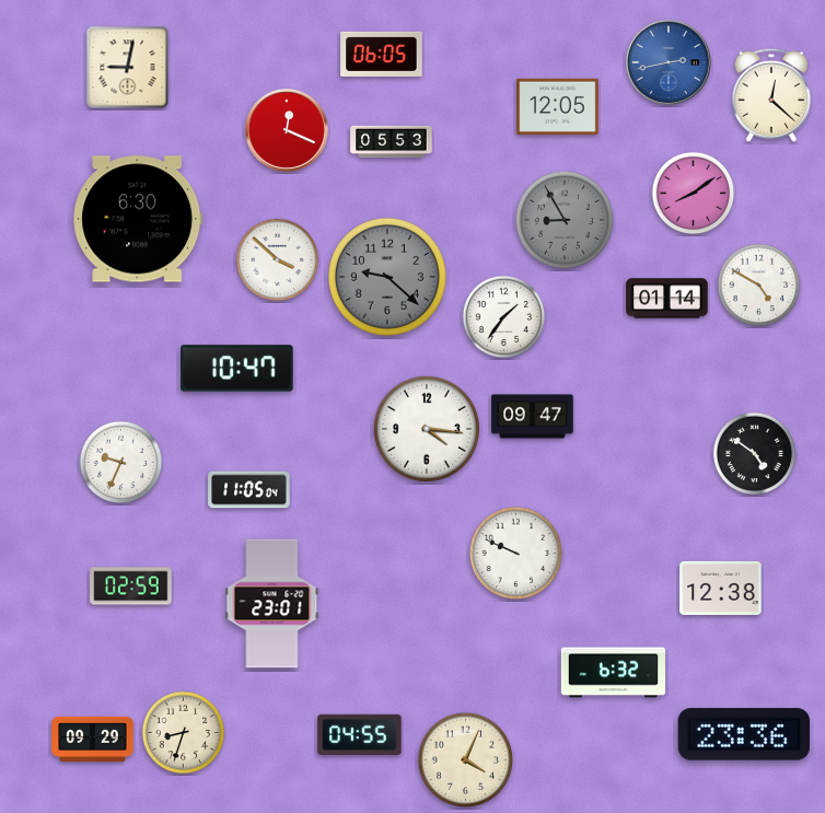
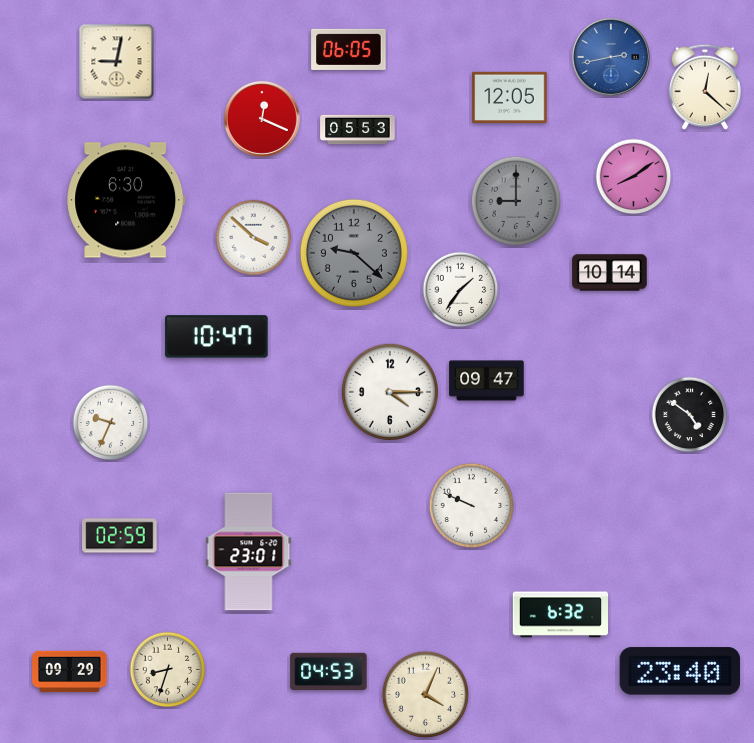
clock at (565, 220): 8:55 -> 9:00
clock at (759, 286): 4:50 -> none
clock at (667, 299): 01:14 -> 10:14
clock at (427, 429): 4:16 -> 4:15
clock at (249, 490): 11:05 -> none
clock at (721, 588): 12:38 -> none
clock at (744, 734): 23:36 -> 23:40
clock at (360, 735): 04:55 -> 04:53
clock at (93, 740) position: (93, 740) -> (70, 672)
